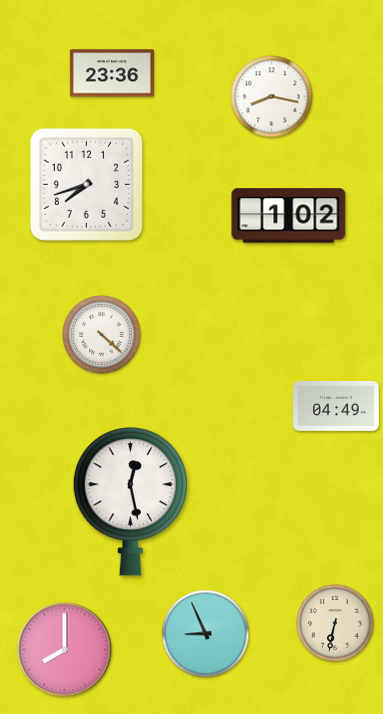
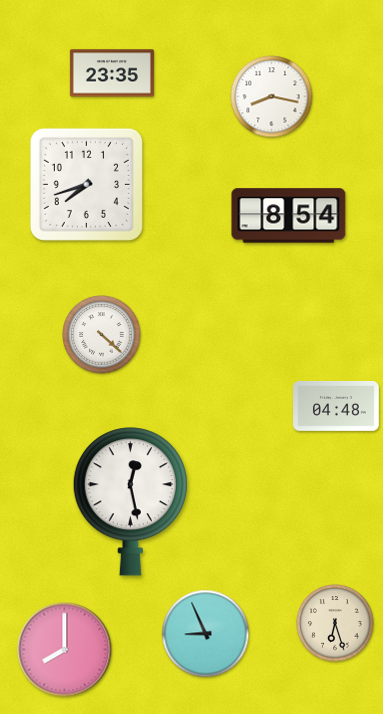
clock at (112, 73): 23:36 -> 23:35
clock at (289, 216): 1:02 -> 8:54
clock at (337, 406): 04:49 -> 04:48
clock at (335, 623): 6:32 -> 6:27
